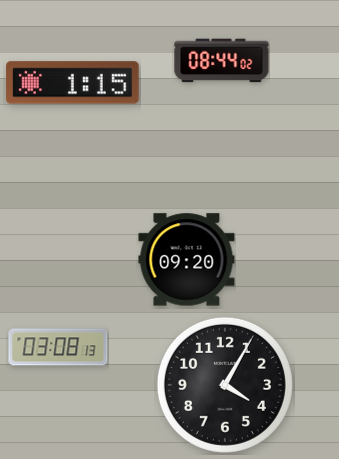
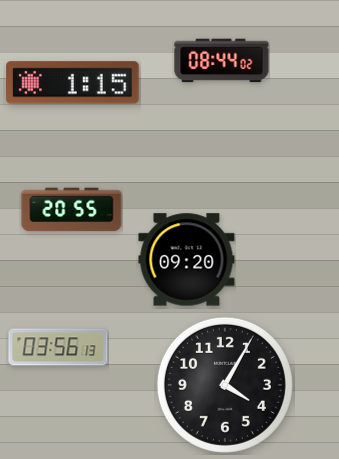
clock at (72, 210): none -> 20:55
clock at (58, 347): 03:08 -> 03:56
